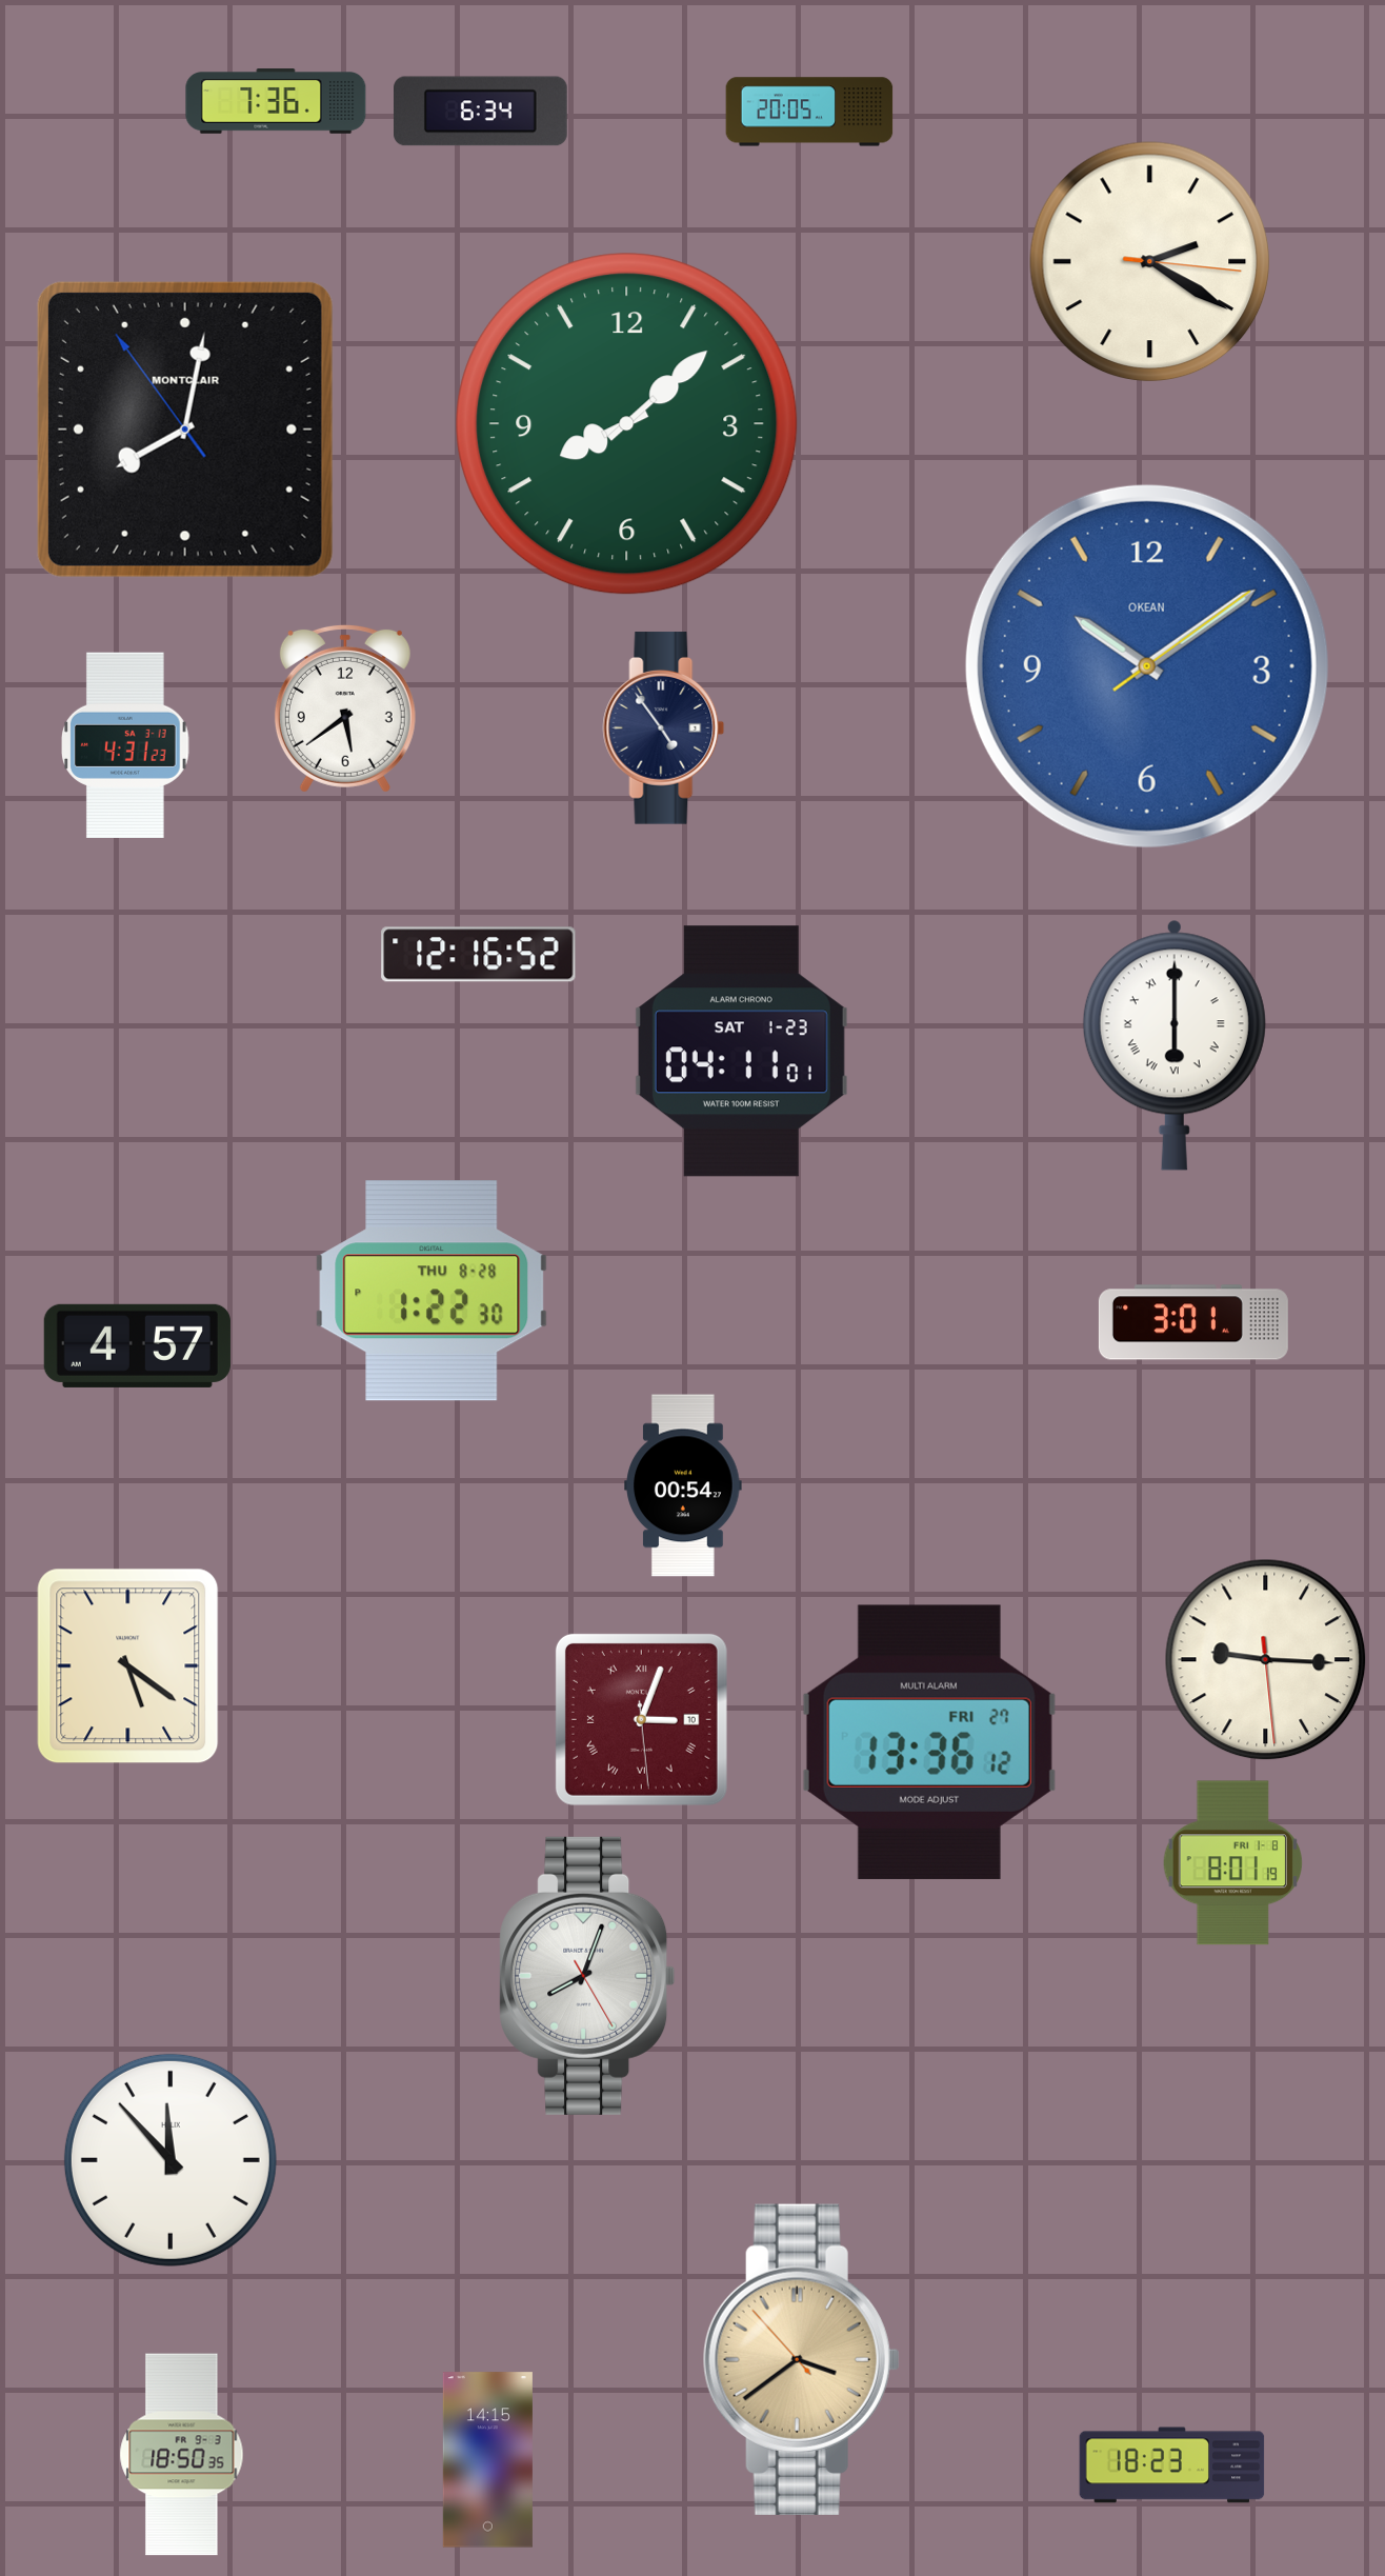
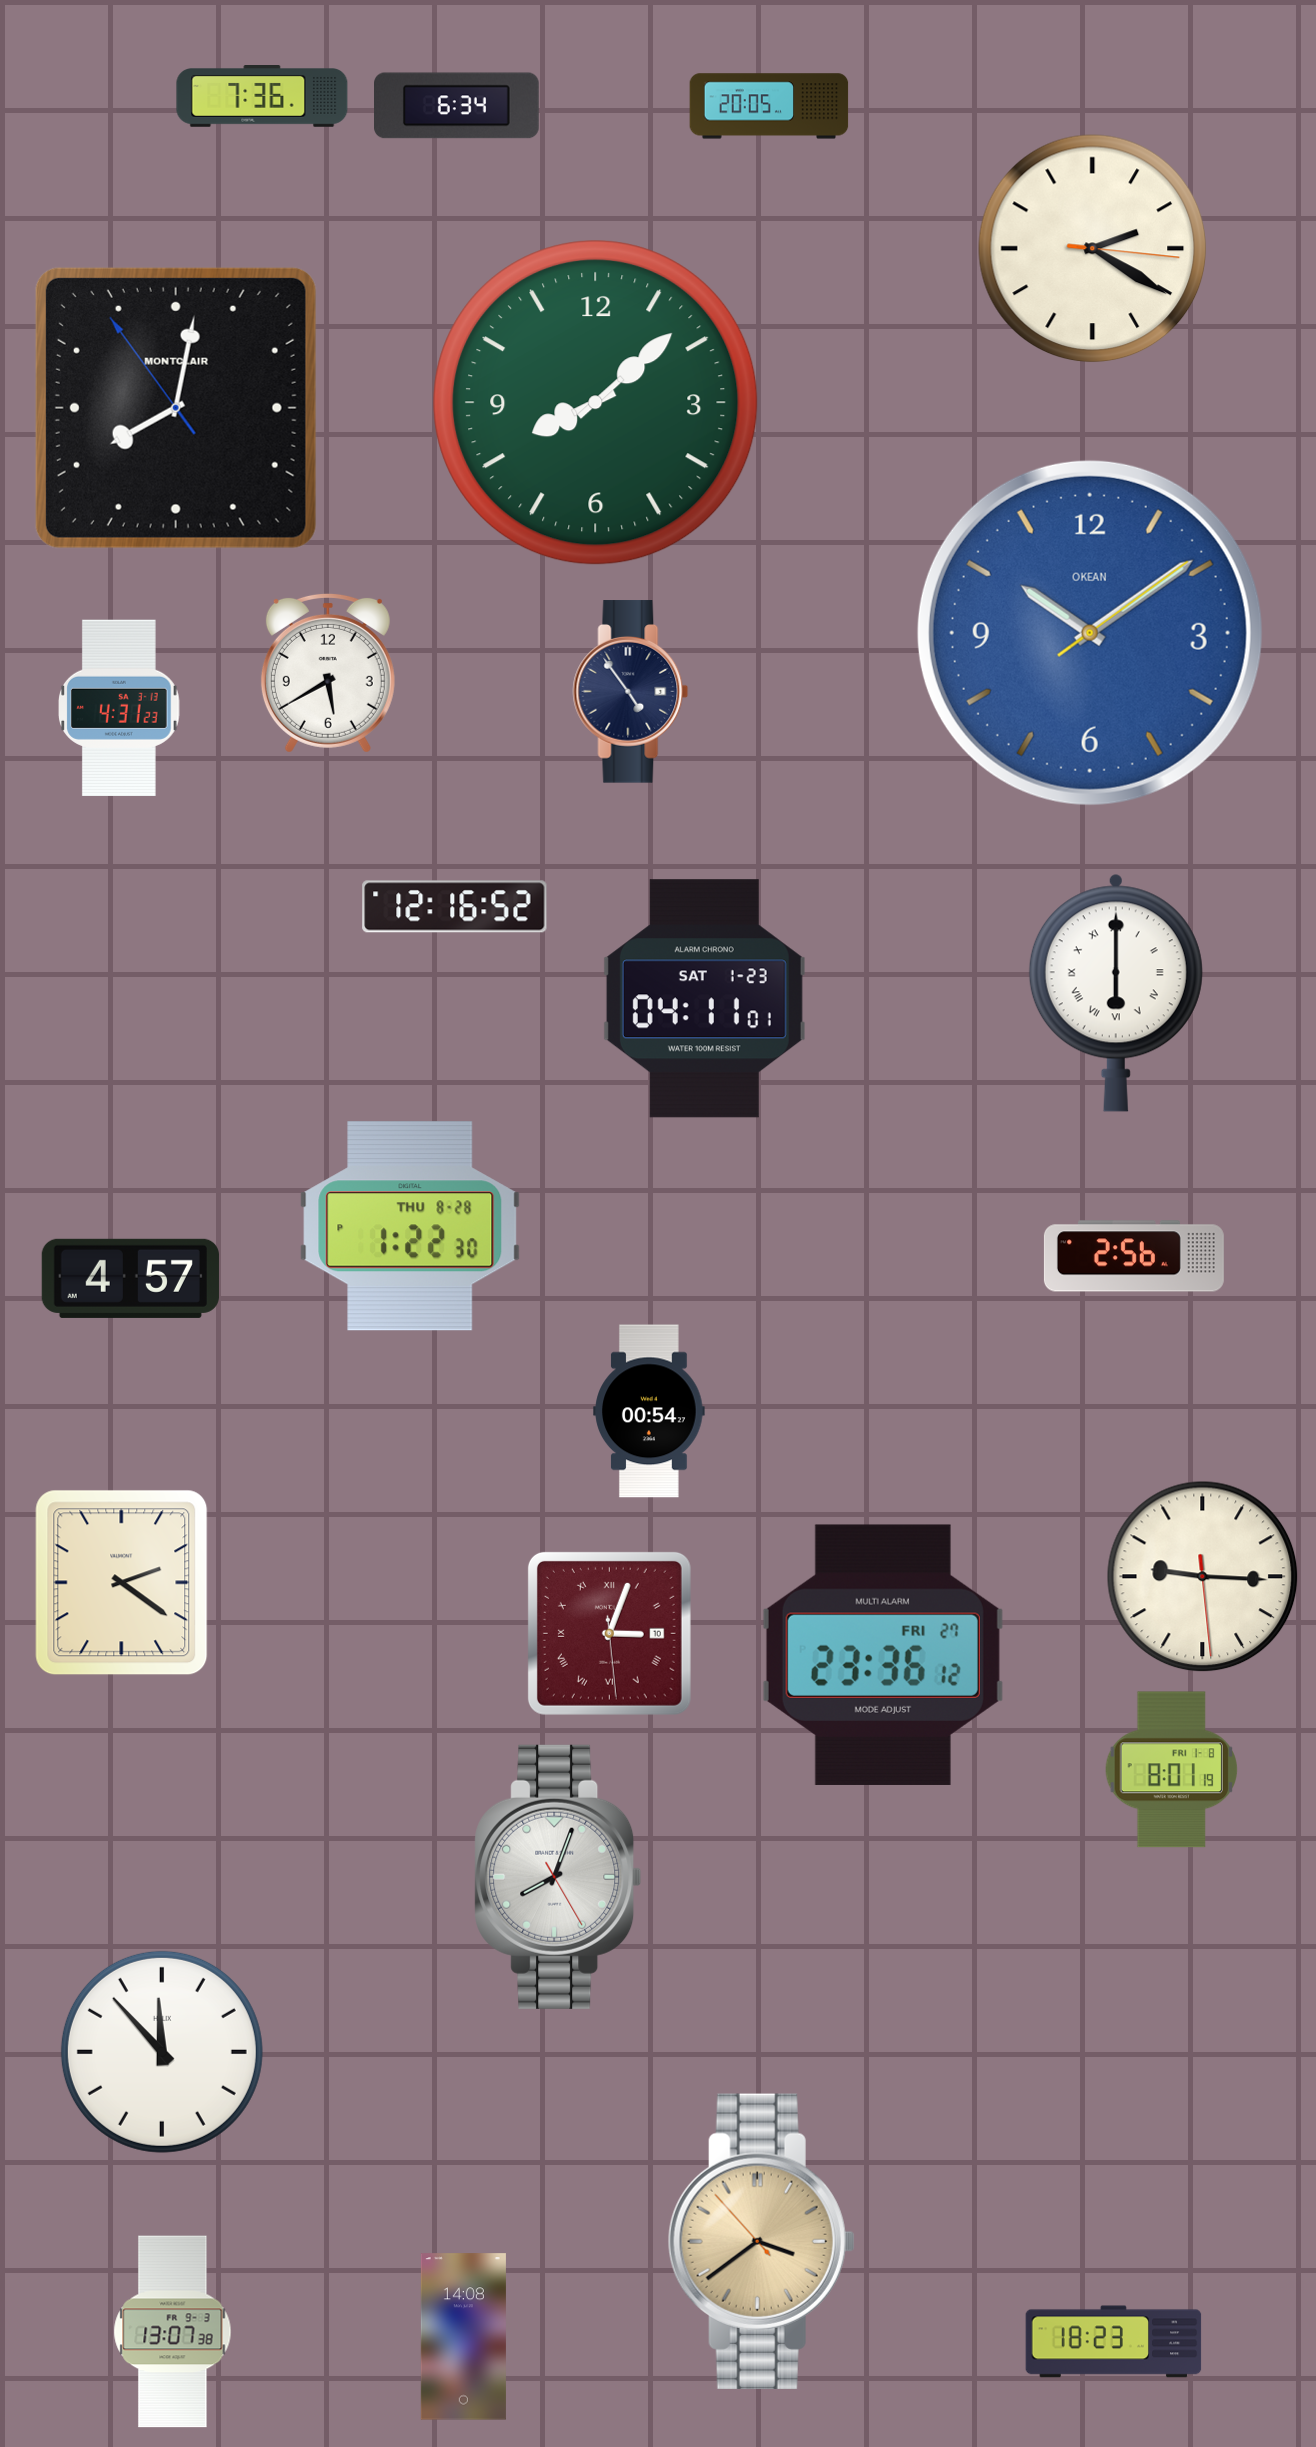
clock at (345, 708): 5:39 -> 5:40
clock at (1193, 1322): 3:01 -> 2:56
clock at (128, 1666): 5:21 -> 2:21
clock at (929, 1742): 13:36 -> 23:36
clock at (182, 2455): 18:50 -> 13:07
clock at (487, 2460): 14:15 -> 14:08
